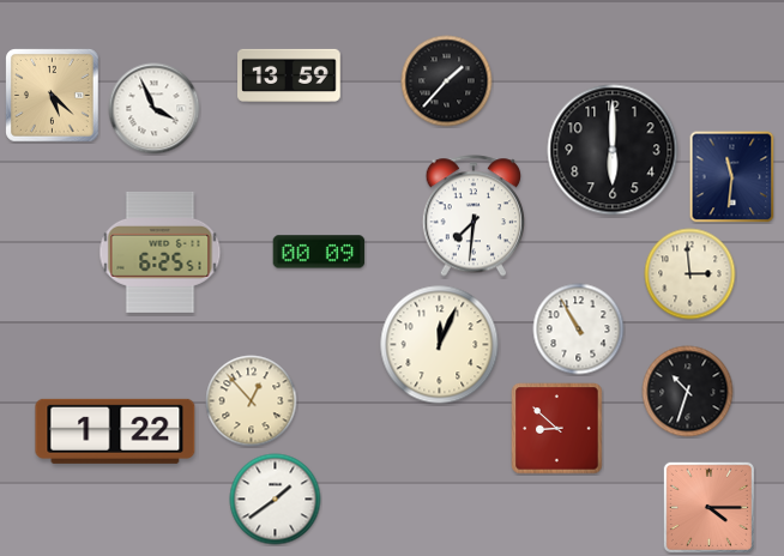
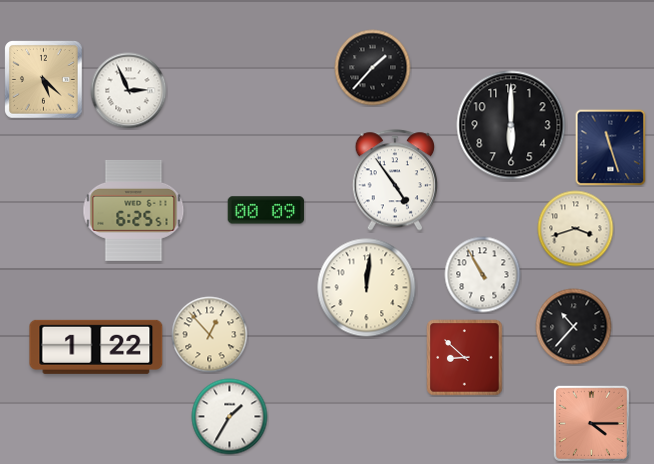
clock at (289, 75): 13:59 -> none
clock at (155, 109): 3:56 -> 2:56
clock at (732, 177): 11:31 -> 11:27
clock at (474, 216): 7:31 -> 4:54
clock at (690, 274): 2:59 -> 3:42
clock at (440, 345): 12:04 -> 12:01
clock at (688, 392): 10:33 -> 10:37
clock at (115, 431) position: (115, 431) -> (96, 347)
clock at (276, 500): 1:39 -> 1:35
